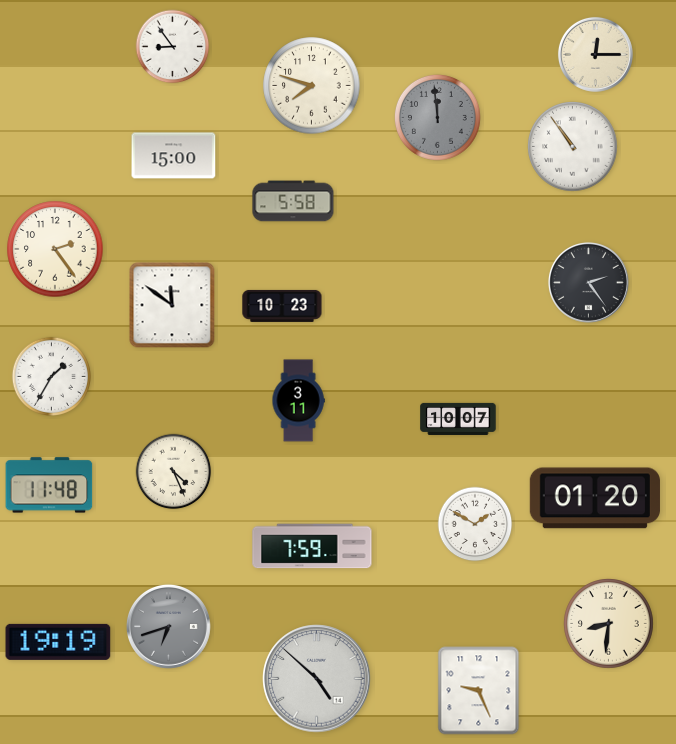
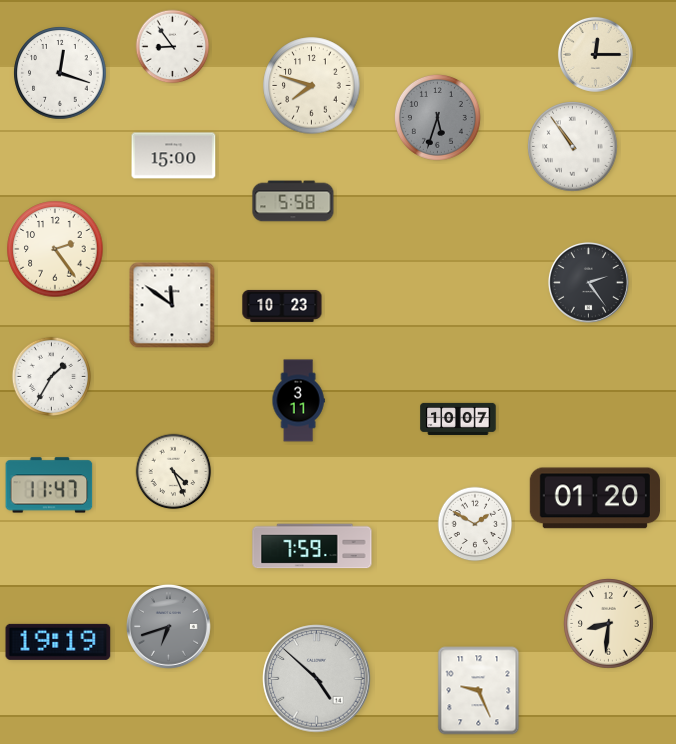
clock at (60, 73): none -> 12:18
clock at (437, 117): 11:59 -> 5:33
clock at (49, 485): 11:48 -> 11:47
